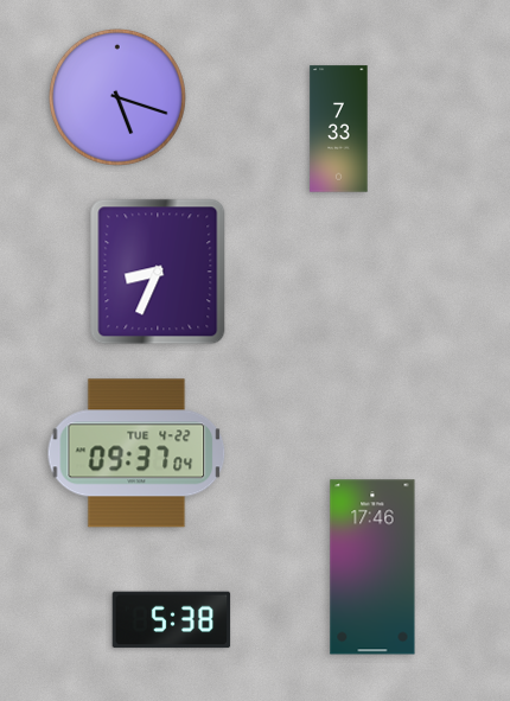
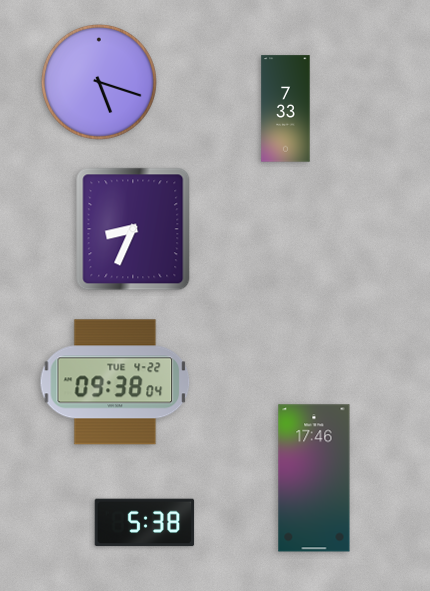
clock at (136, 453): 09:37 -> 09:38
